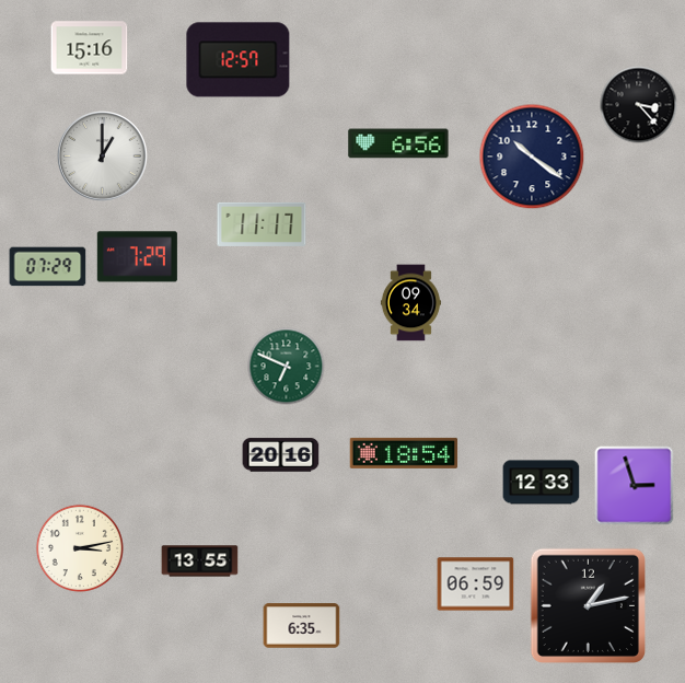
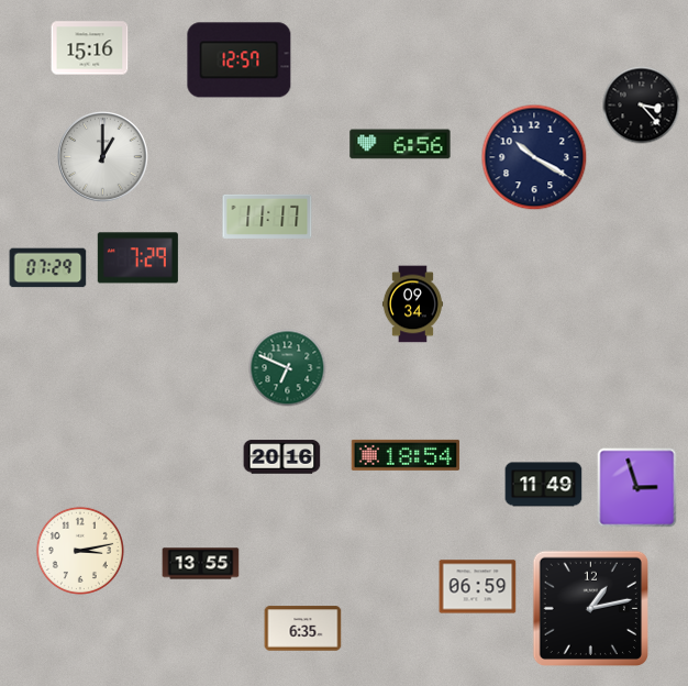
clock at (532, 157): 10:21 -> 10:20
clock at (262, 224) position: (262, 224) -> (267, 217)
clock at (542, 483): 12:33 -> 11:49
